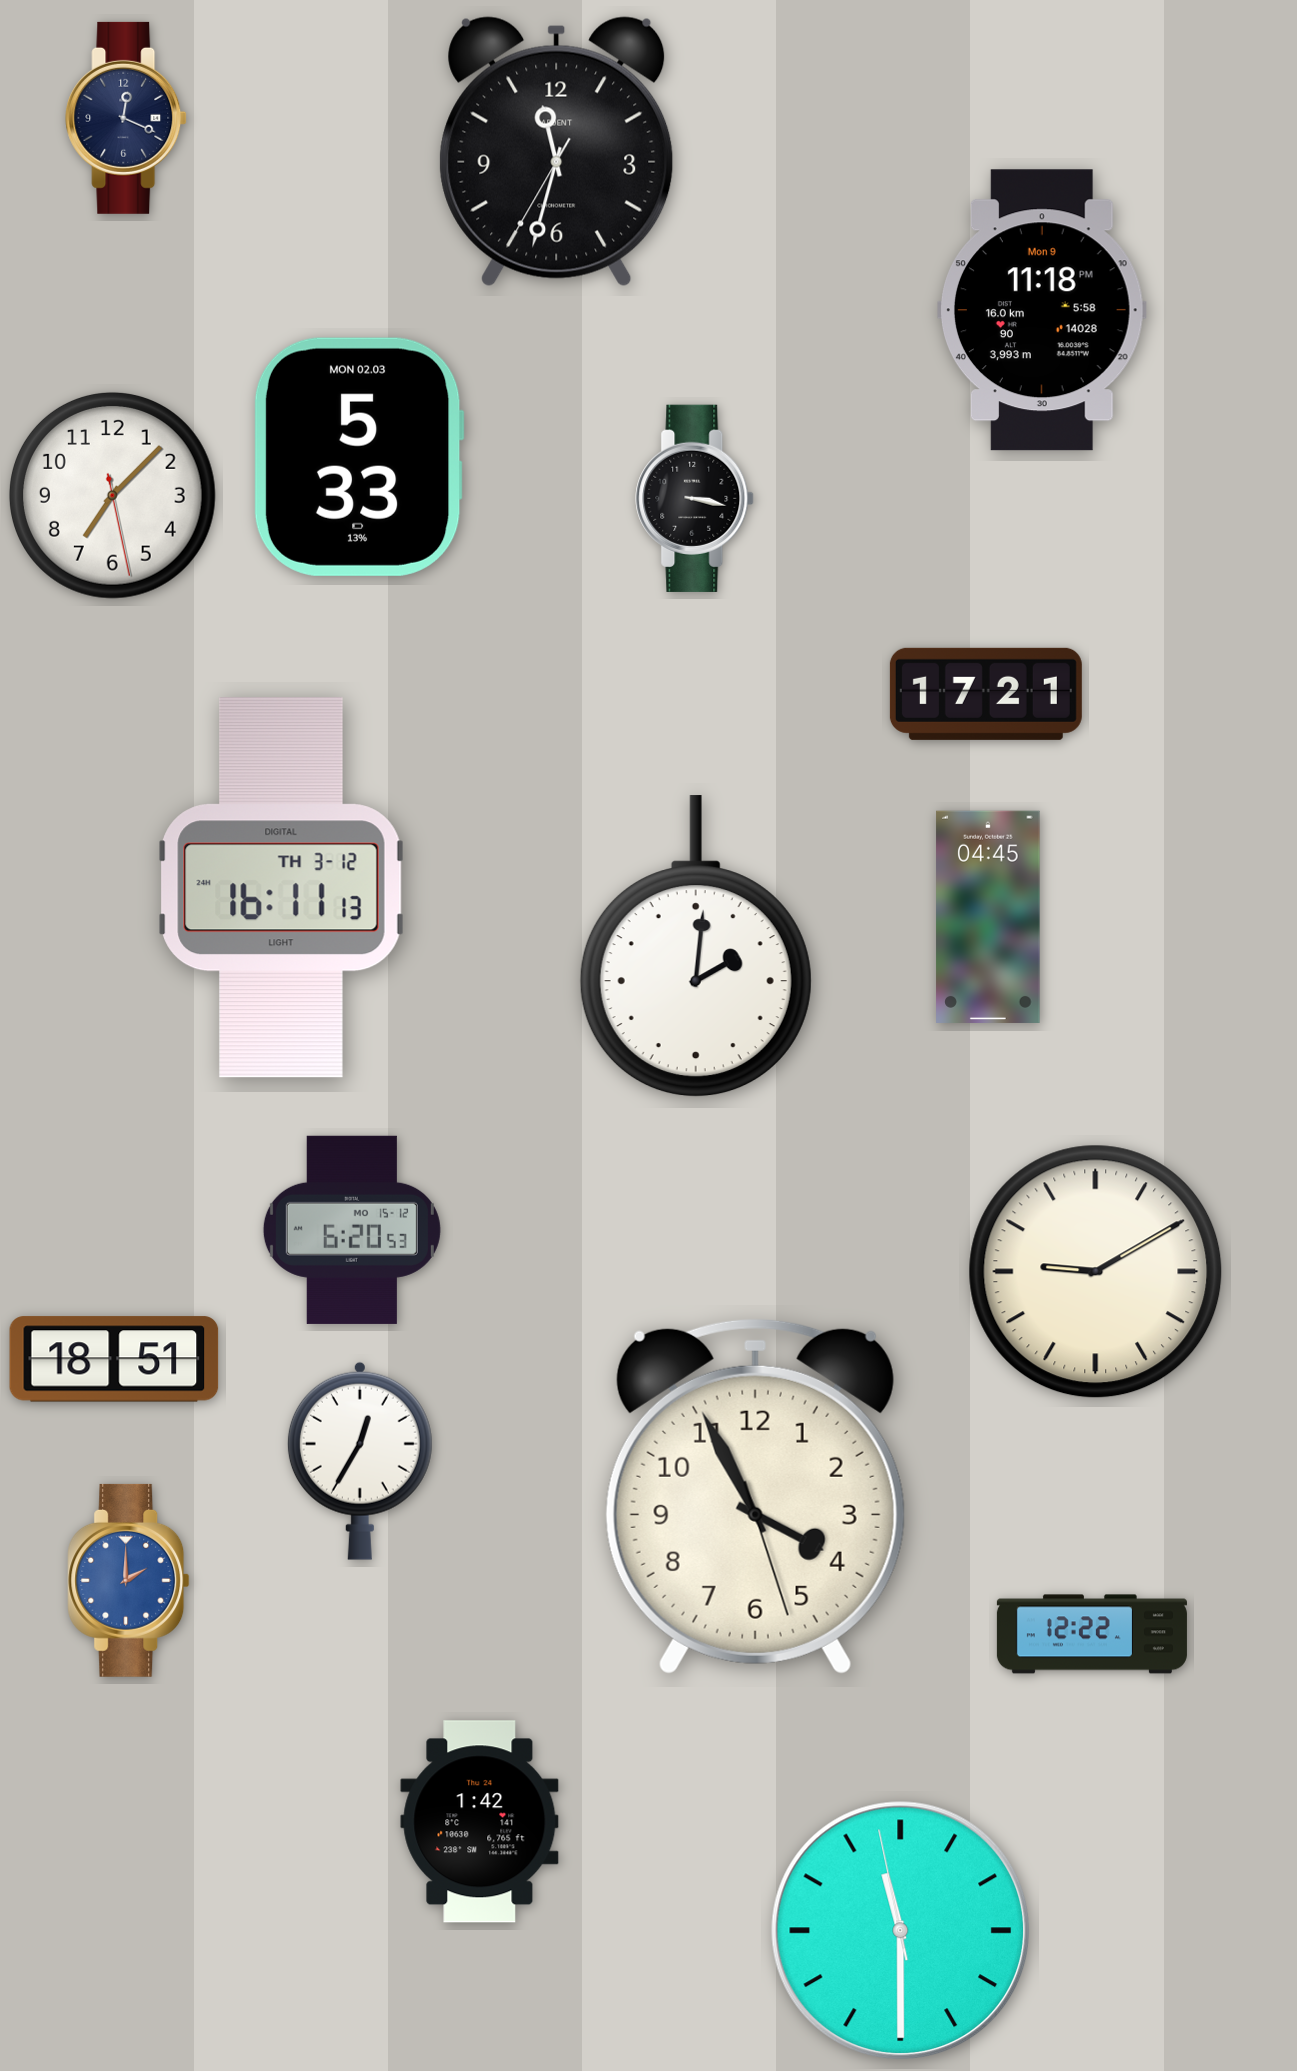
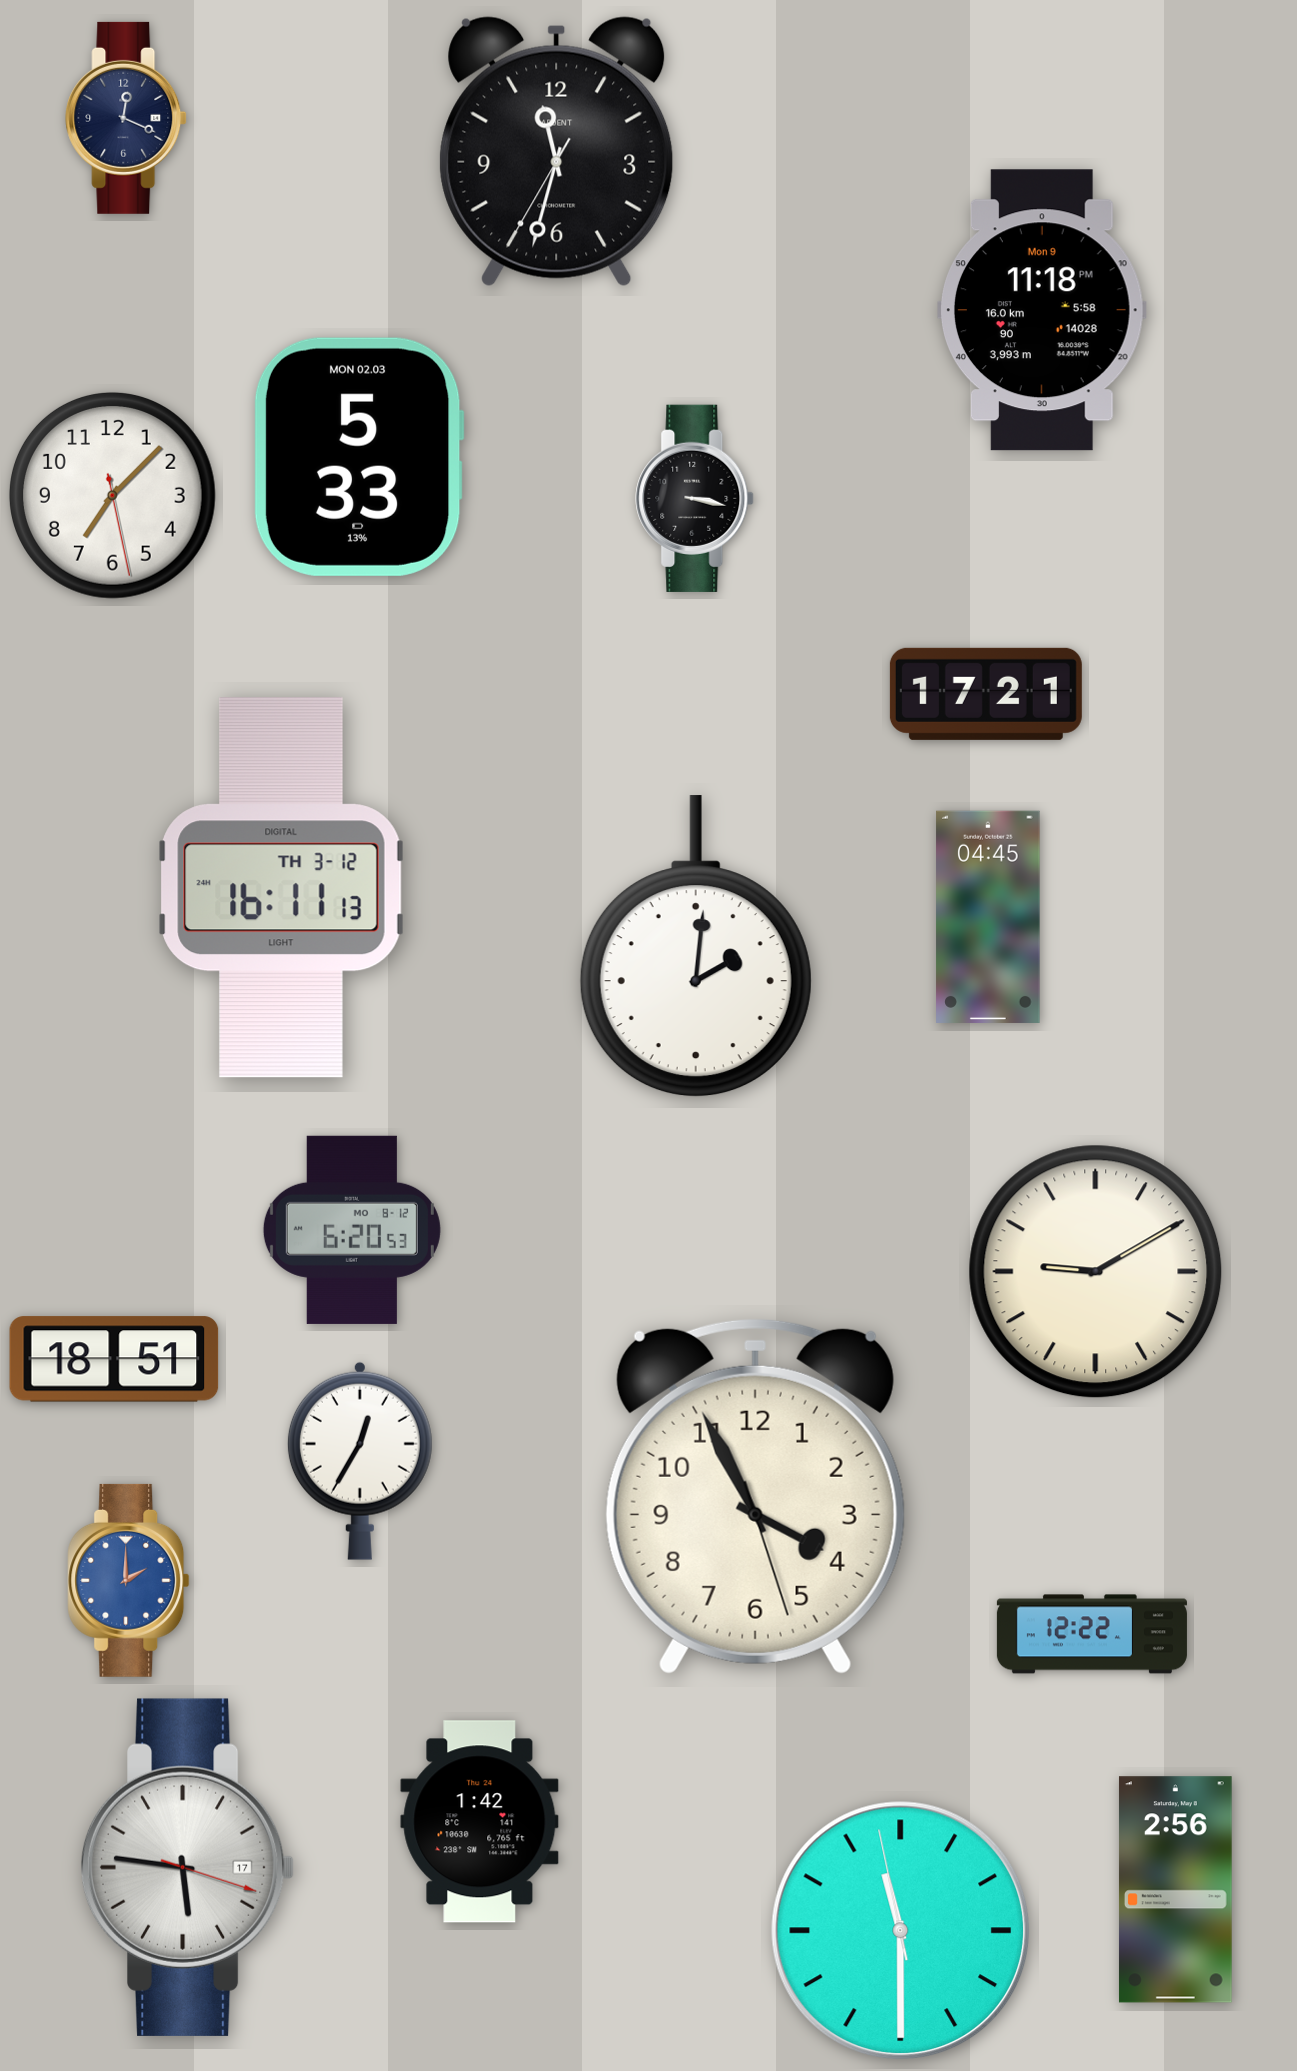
clock at (352, 1230) date: MO 15-12 -> MO 8-12
clock at (188, 1867): none -> 5:46
clock at (1175, 1890): none -> 2:56
